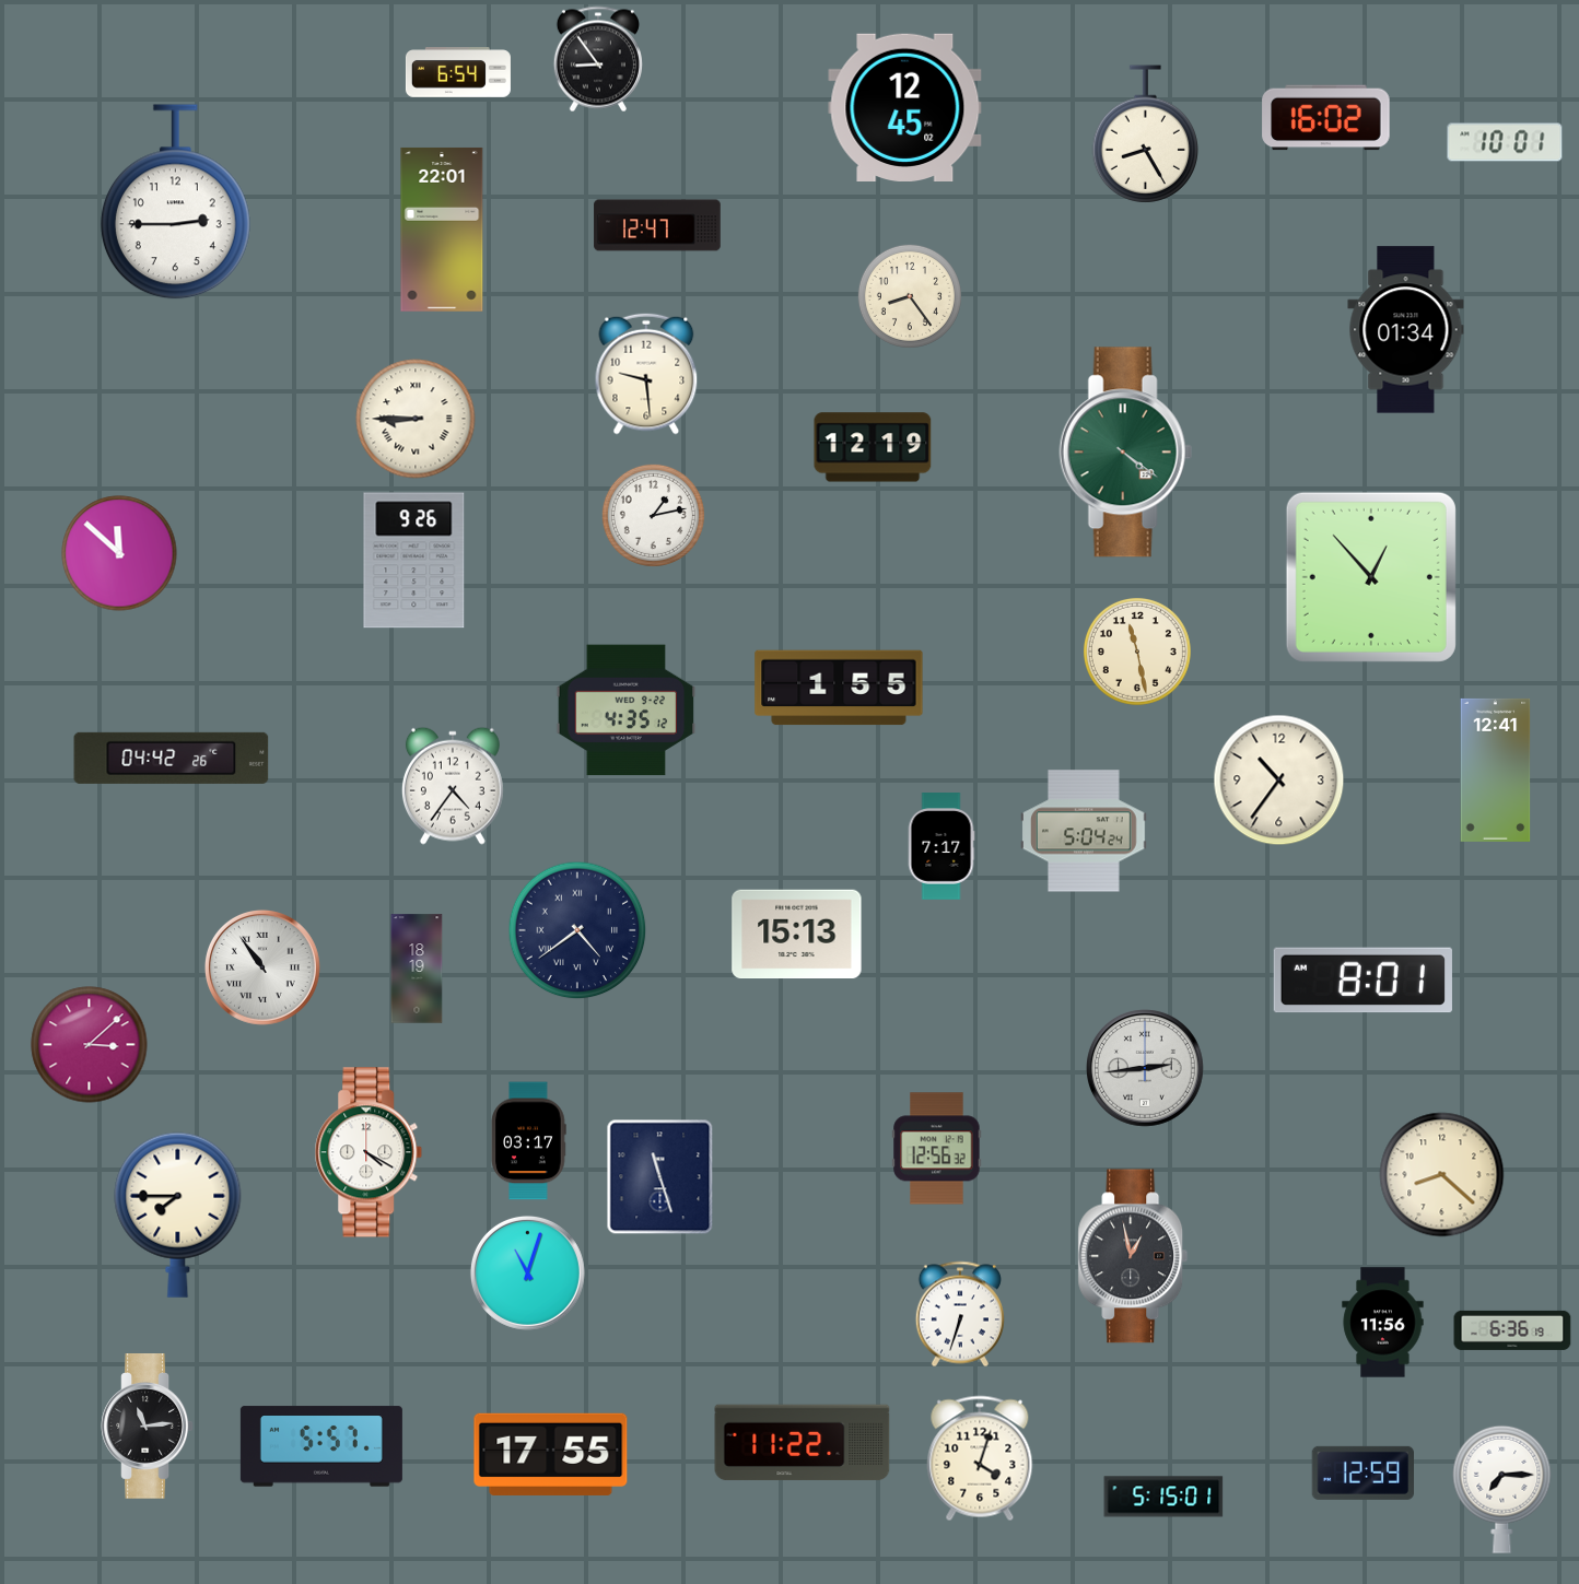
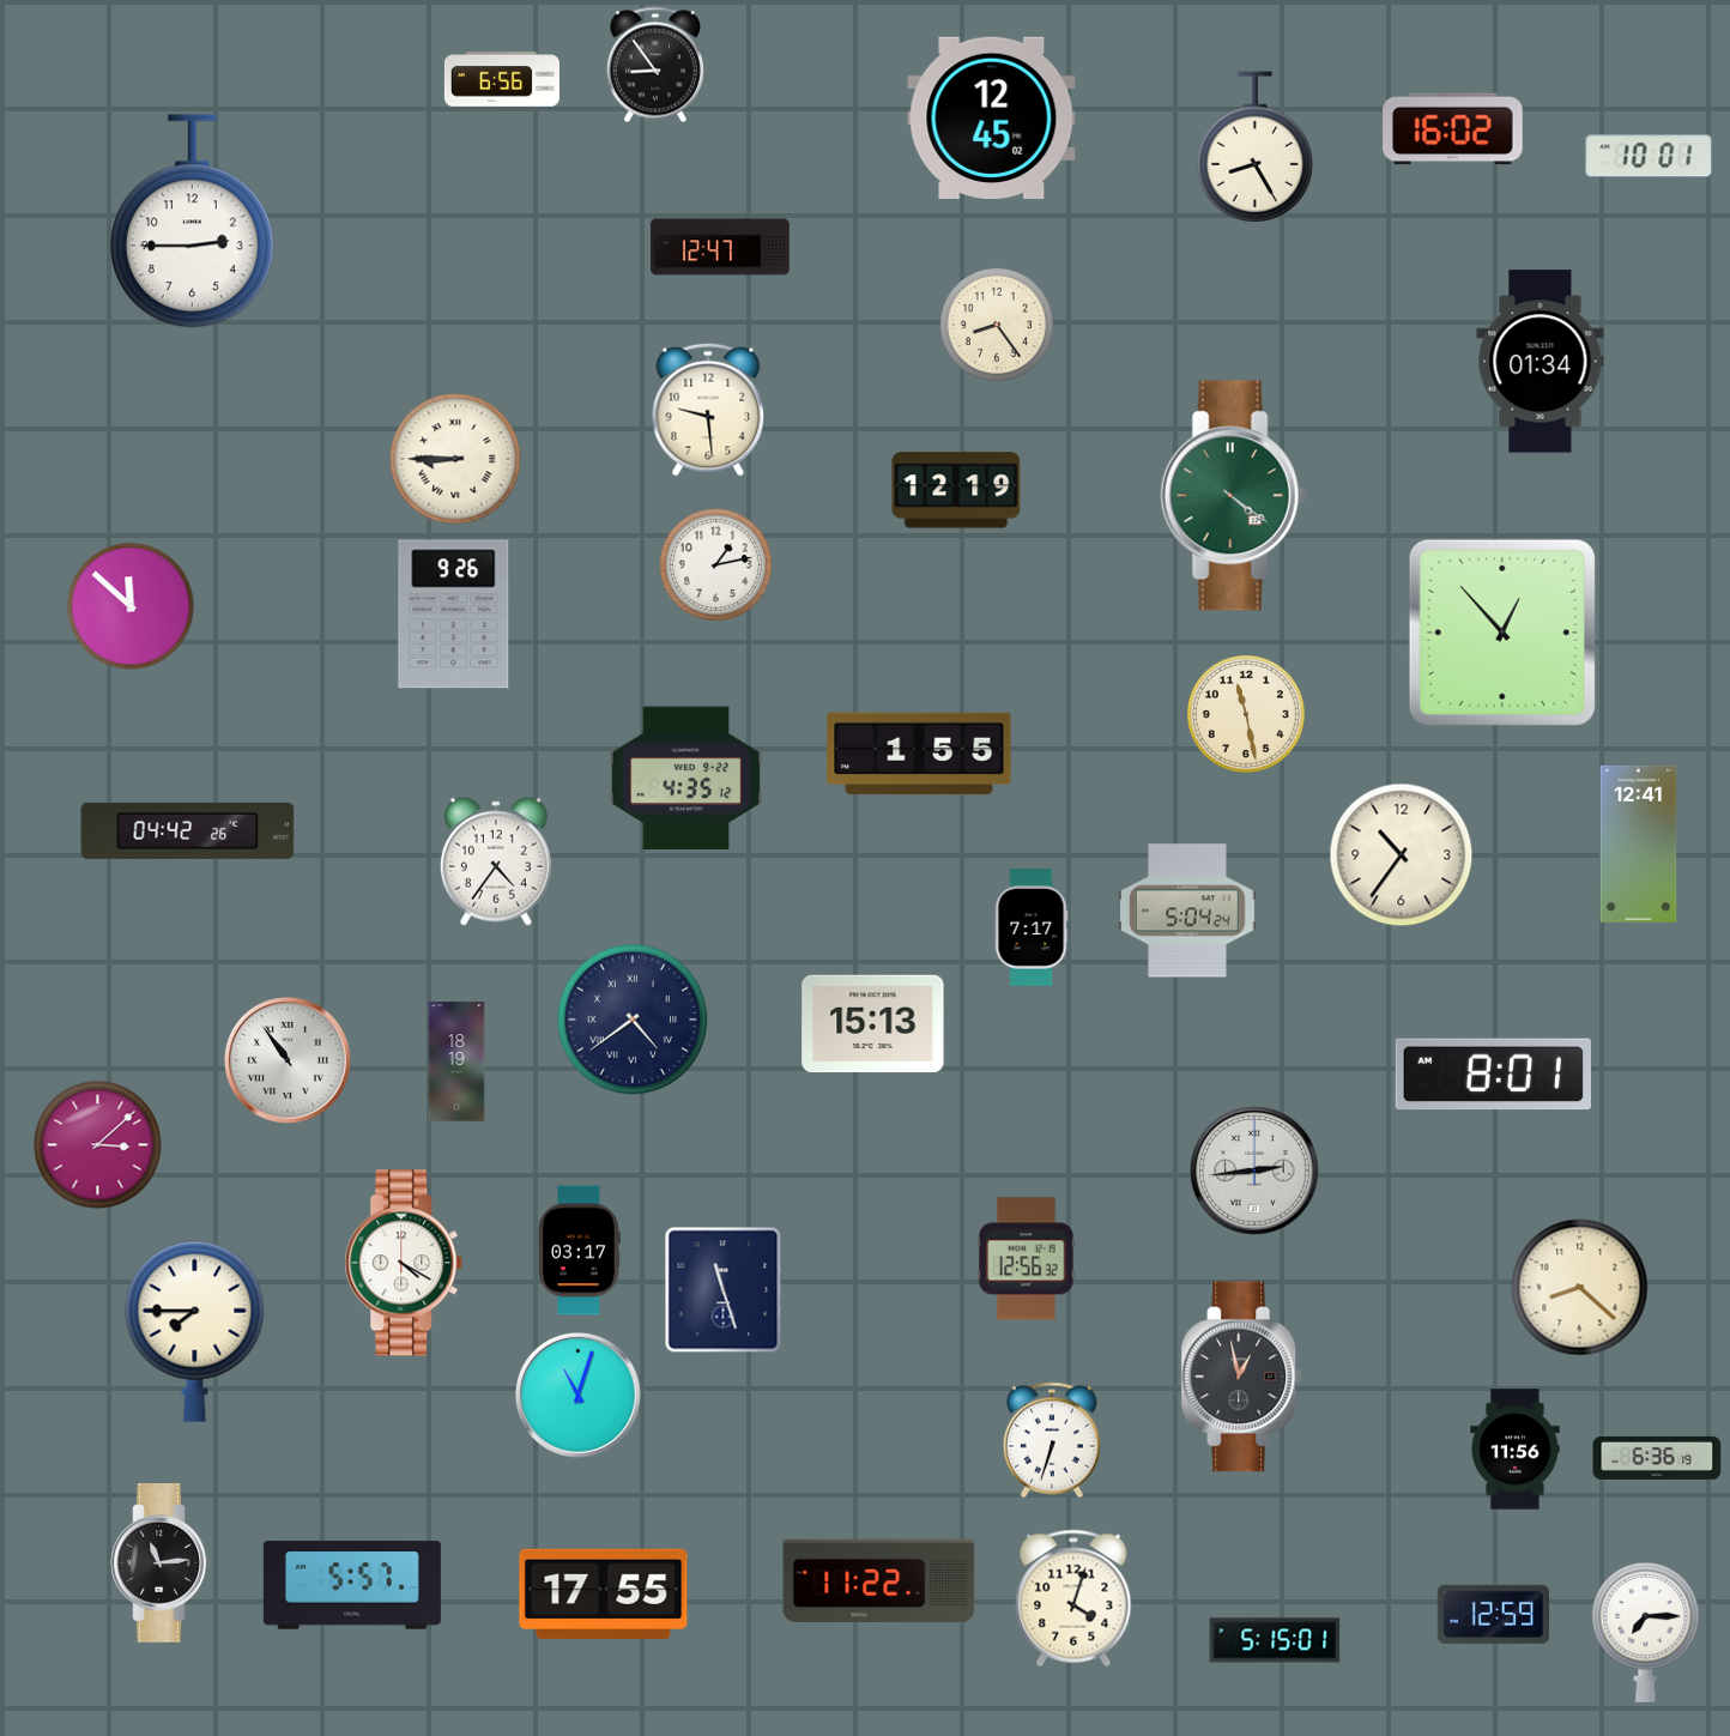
clock at (458, 73): 6:54 -> 6:56
clock at (442, 230): 22:01 -> none
